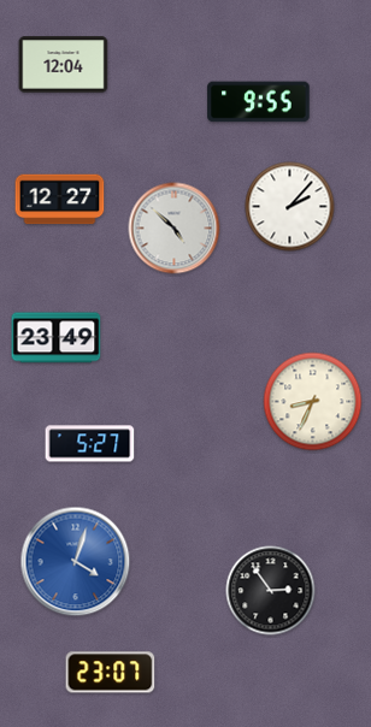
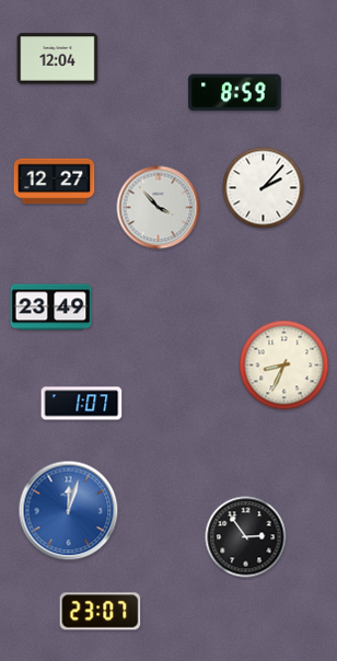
clock at (259, 102): 9:55 -> 8:59
clock at (175, 229): 4:52 -> 3:53
clock at (90, 444): 5:27 -> 1:07
clock at (76, 562): 4:03 -> 12:03
